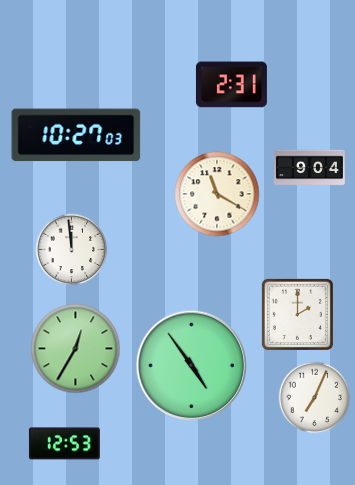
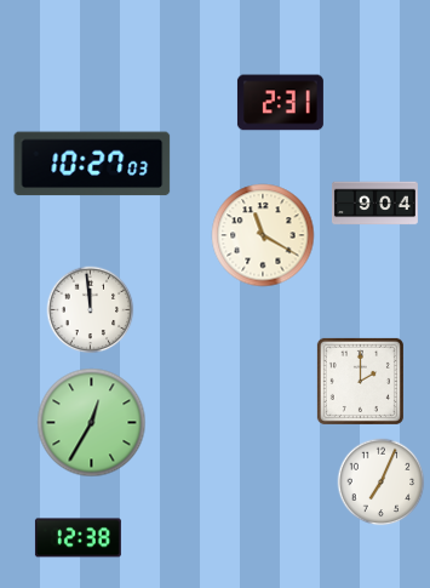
clock at (72, 250) position: (72, 250) -> (91, 310)
clock at (191, 365): 4:54 -> none
clock at (64, 444): 12:53 -> 12:38
